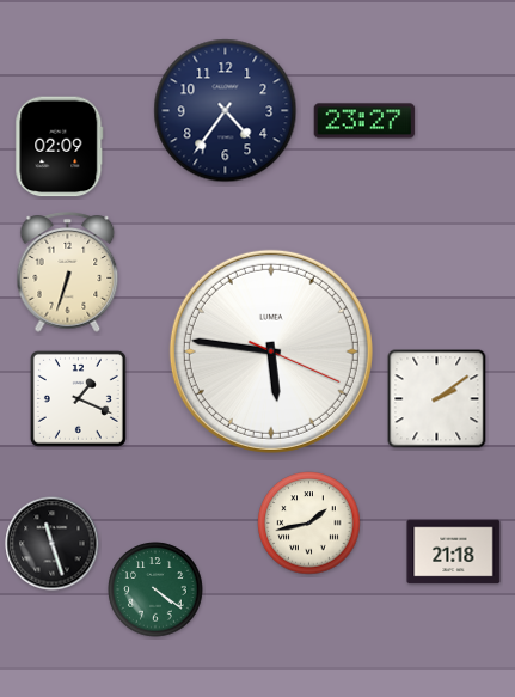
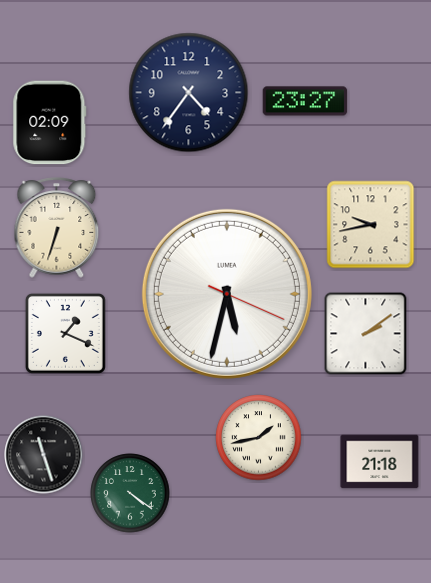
clock at (371, 225): none -> 9:43
clock at (271, 351): 5:46 -> 5:32
